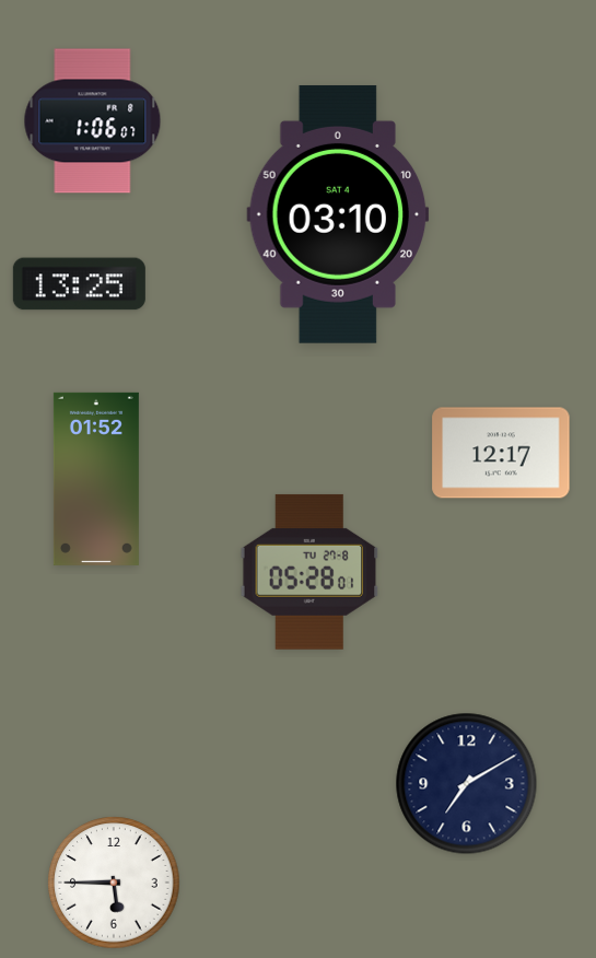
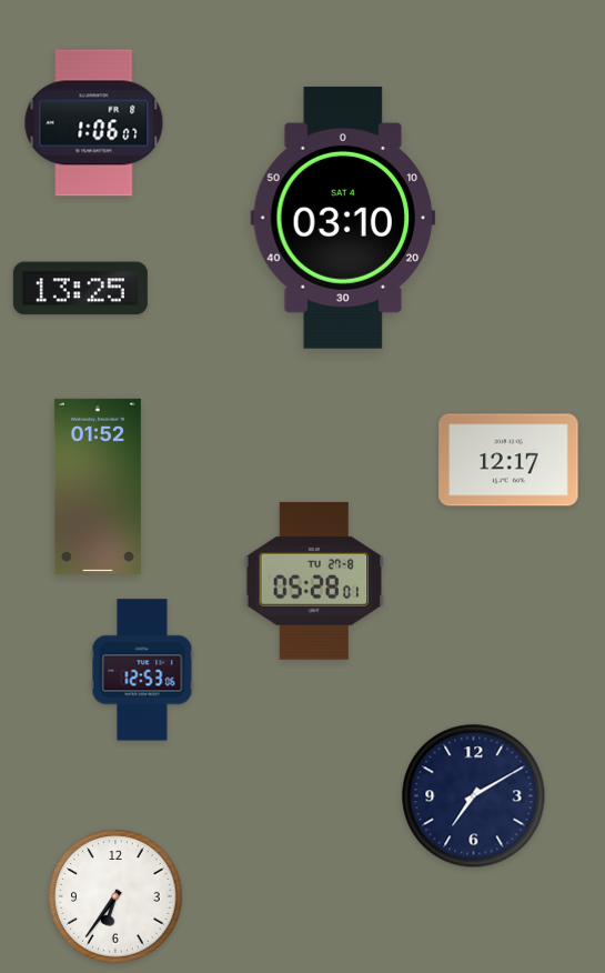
clock at (142, 670): none -> 12:53
clock at (114, 883): 5:45 -> 6:36
